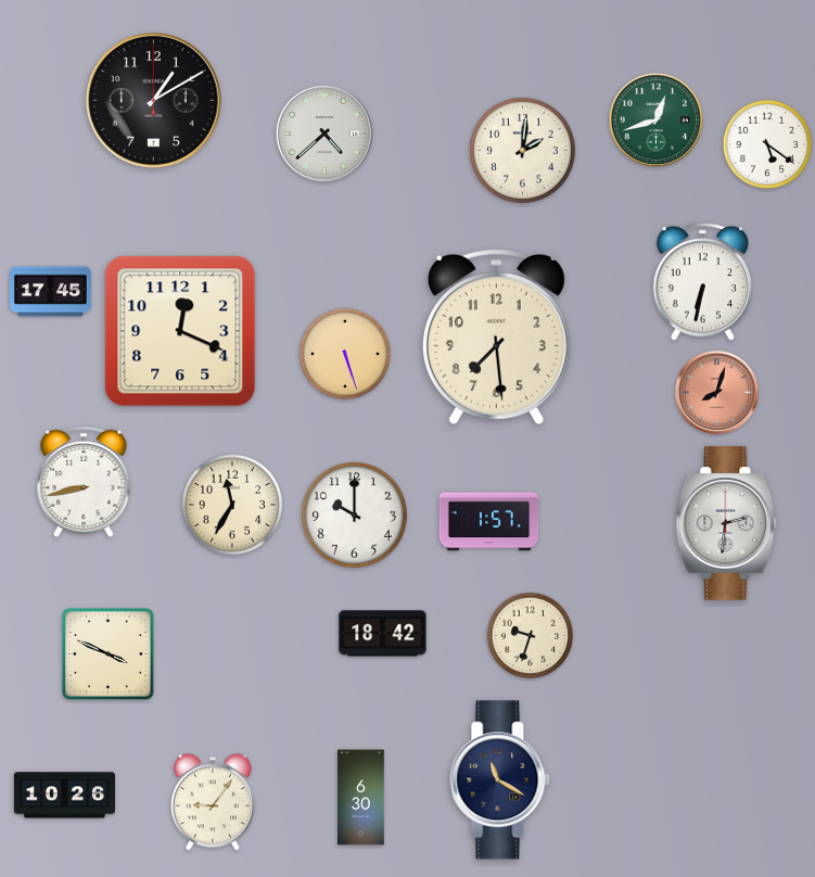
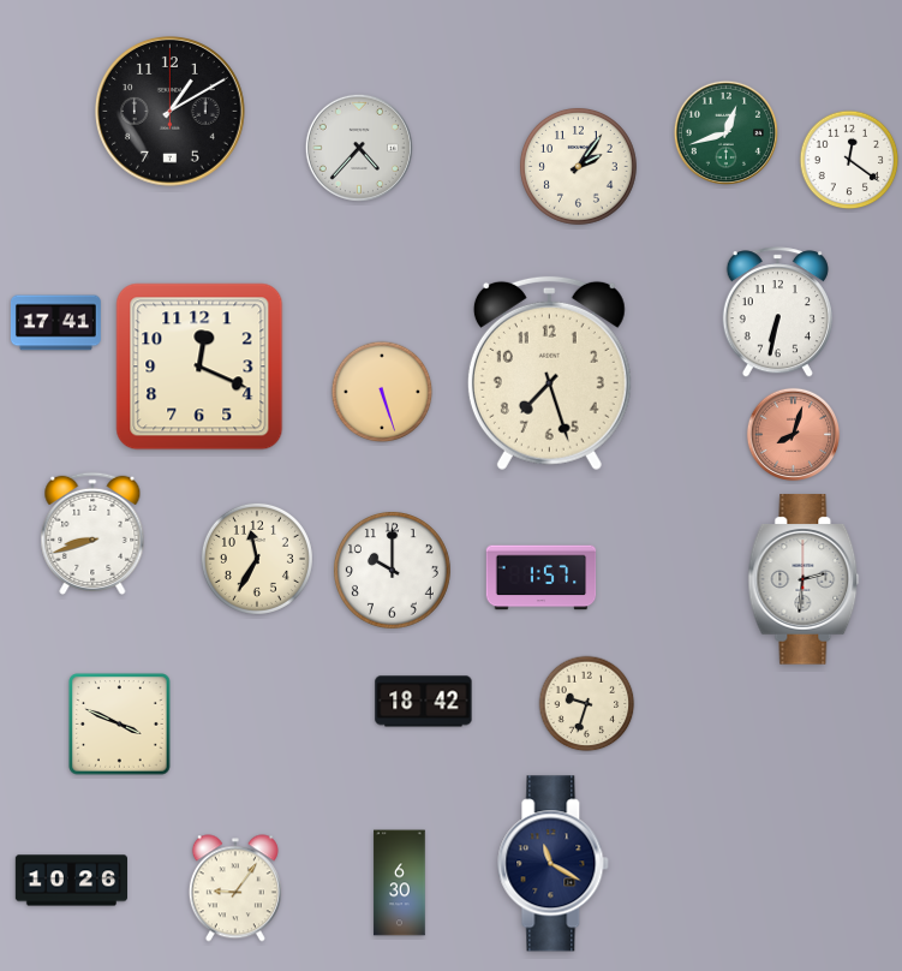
clock at (324, 134): 4:38 -> 4:37
clock at (767, 144): 5:21 -> 12:21
clock at (522, 150): 2:01 -> 2:06
clock at (50, 292): 17:45 -> 17:41
clock at (496, 336): 7:29 -> 7:27
clock at (84, 482): 8:43 -> 8:42
